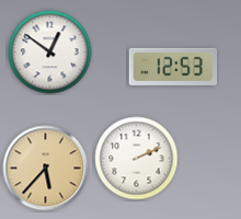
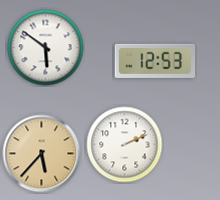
clock at (50, 53): 12:51 -> 5:51
clock at (173, 67) position: (173, 67) -> (155, 61)
